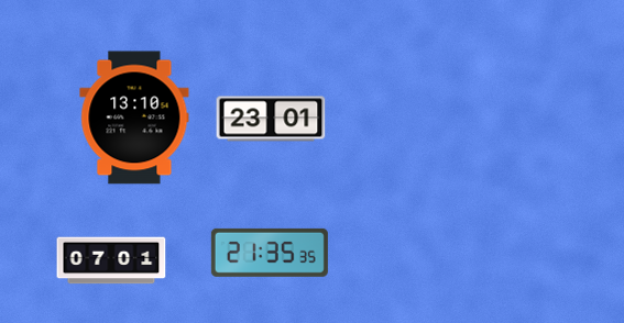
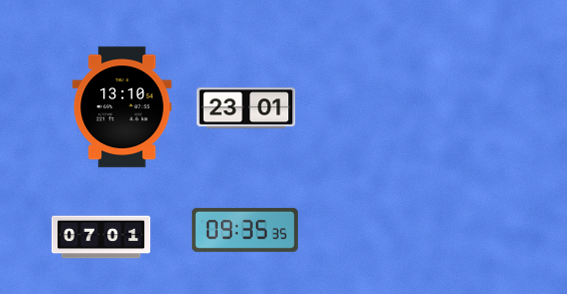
clock at (270, 253): 21:35 -> 09:35
